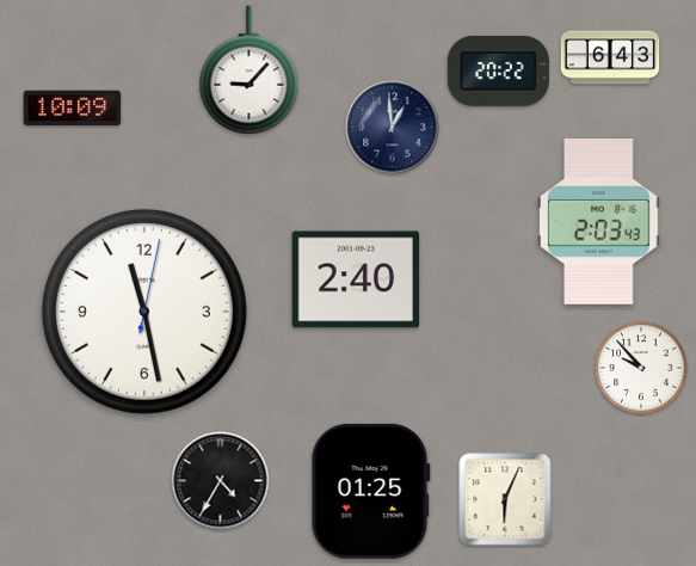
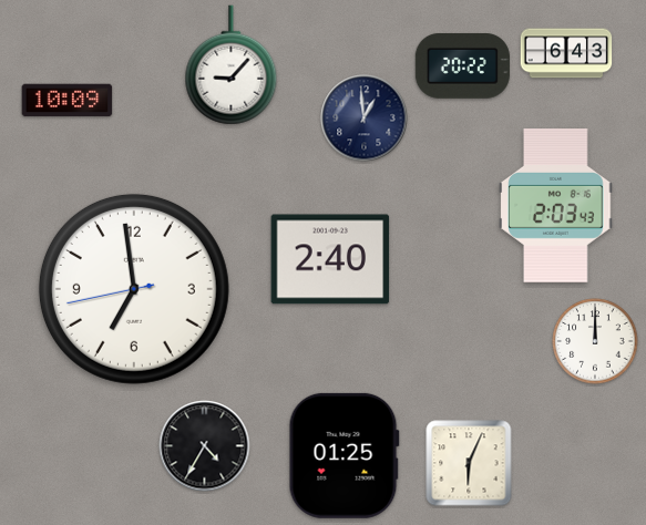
clock at (144, 312): 11:28 -> 6:58
clock at (641, 368): 9:53 -> 12:00
